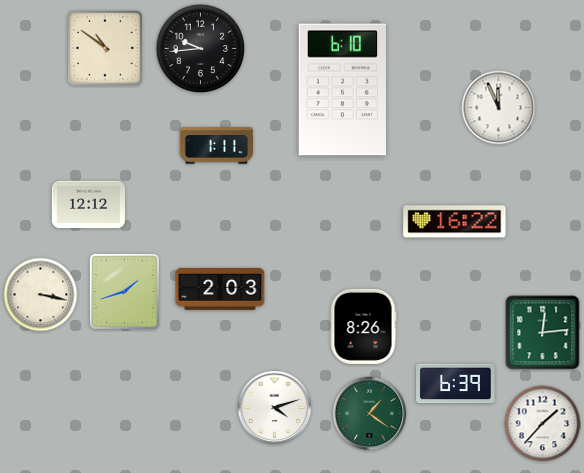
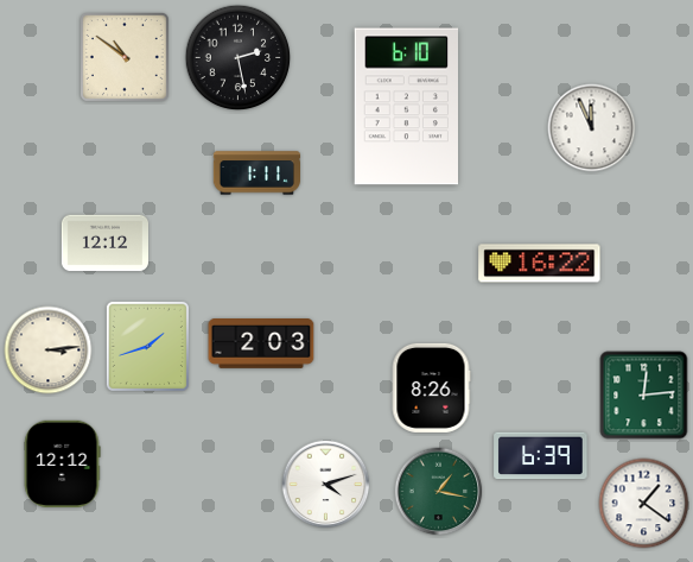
clock at (201, 49): 9:44 -> 2:28
clock at (41, 295): 3:17 -> 3:14
clock at (62, 463): none -> 12:12
clock at (370, 414): 1:21 -> 1:17
clock at (543, 424): 1:37 -> 1:21
